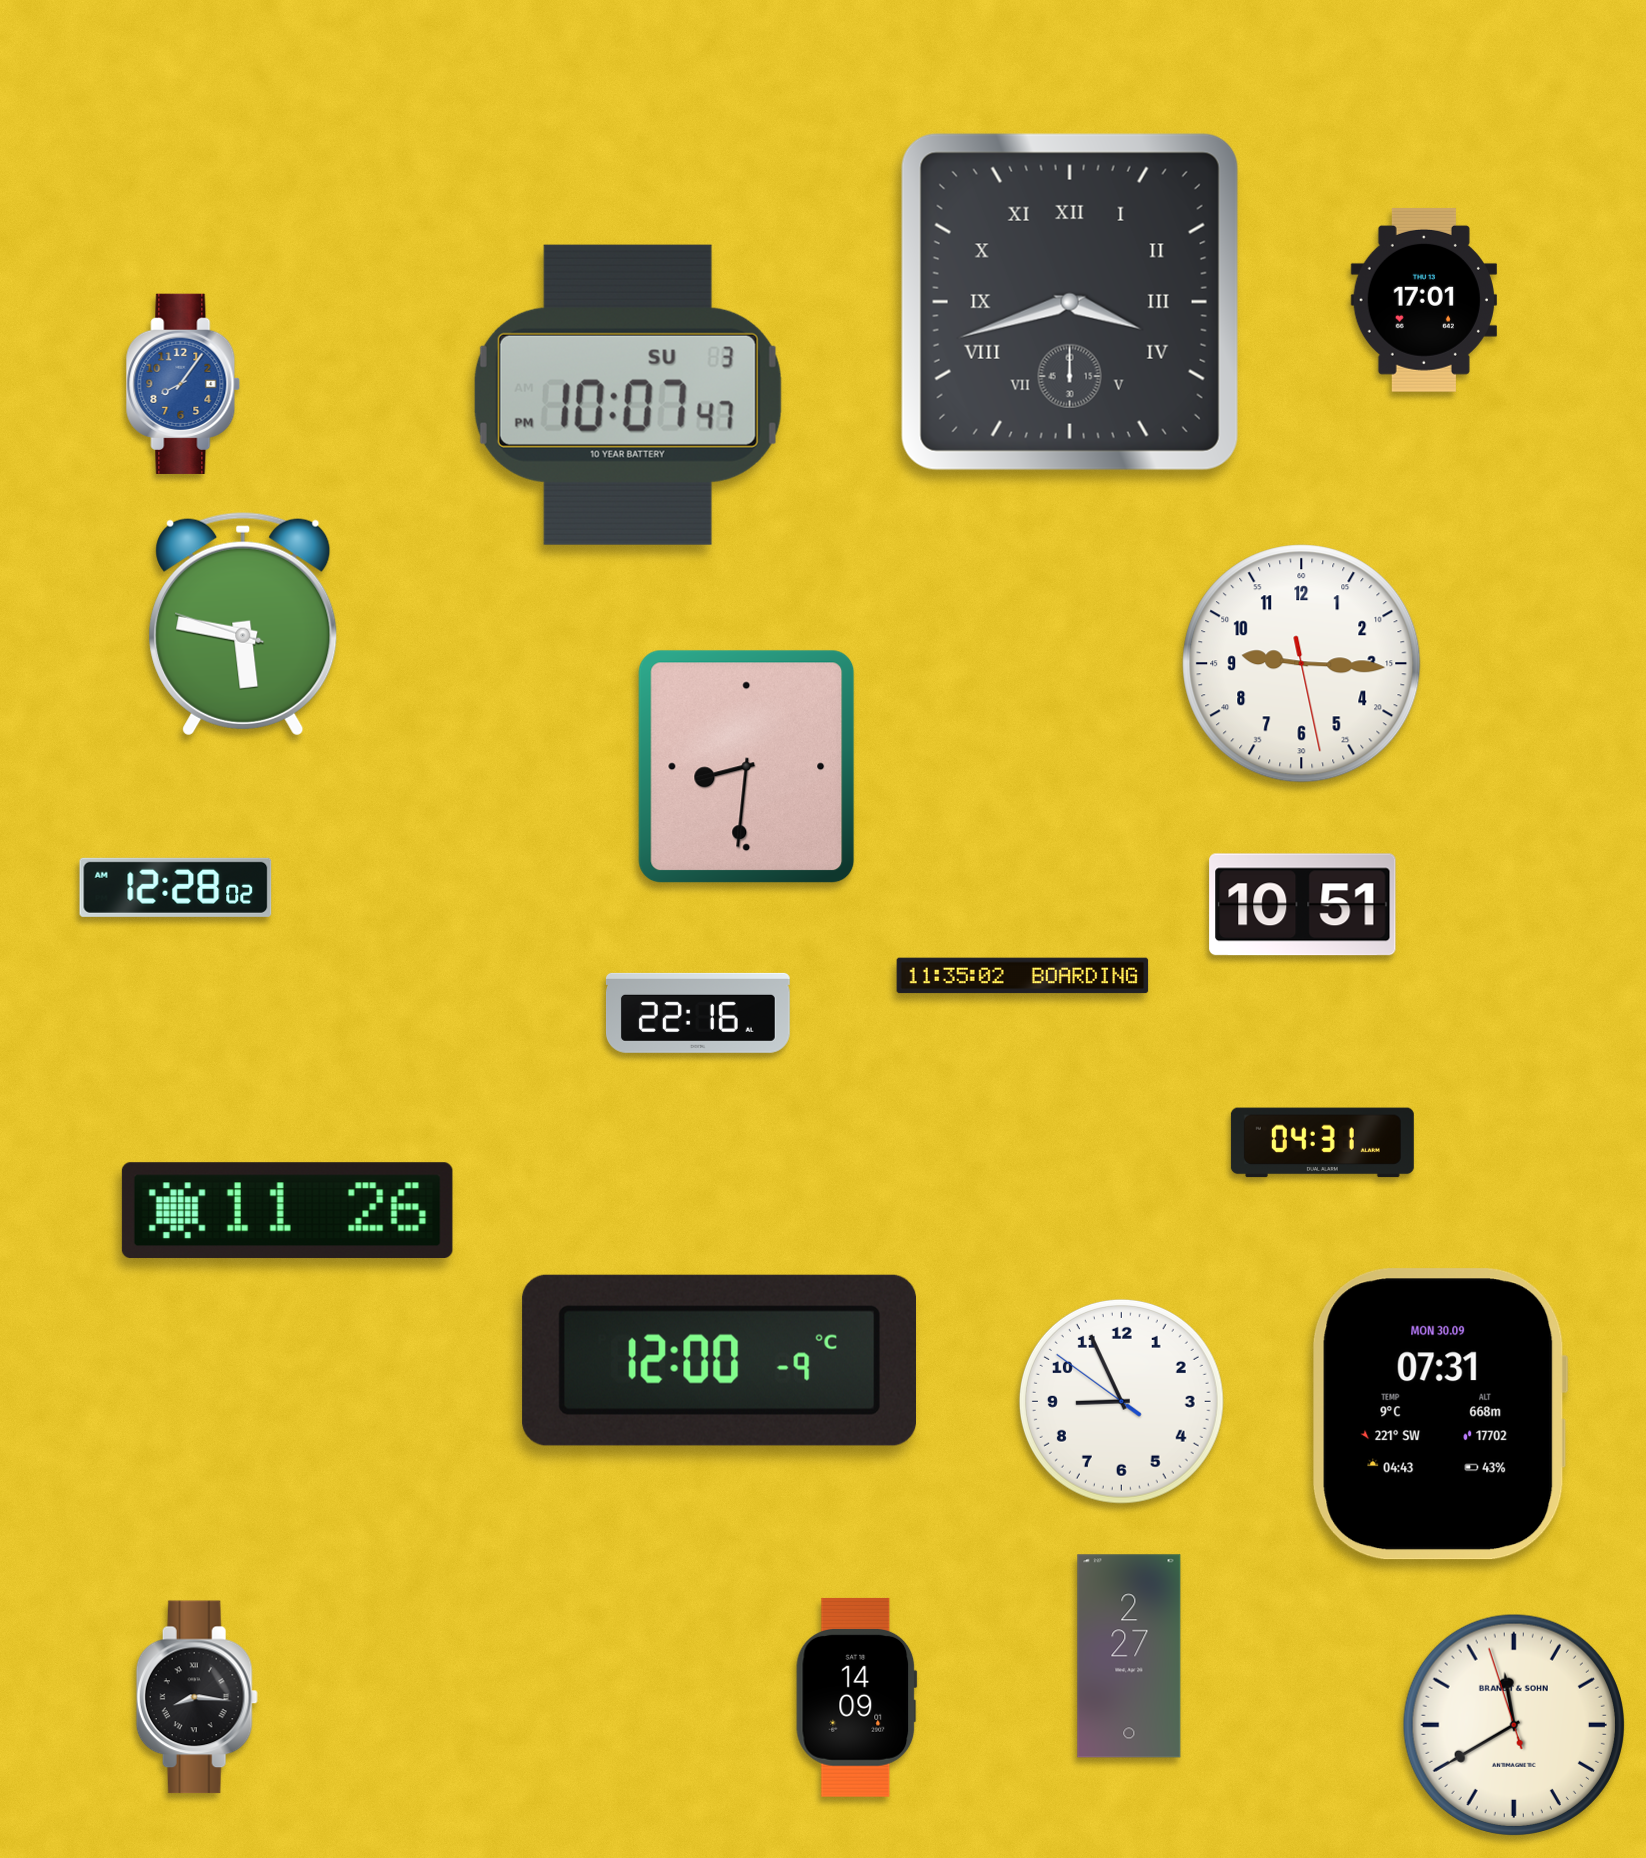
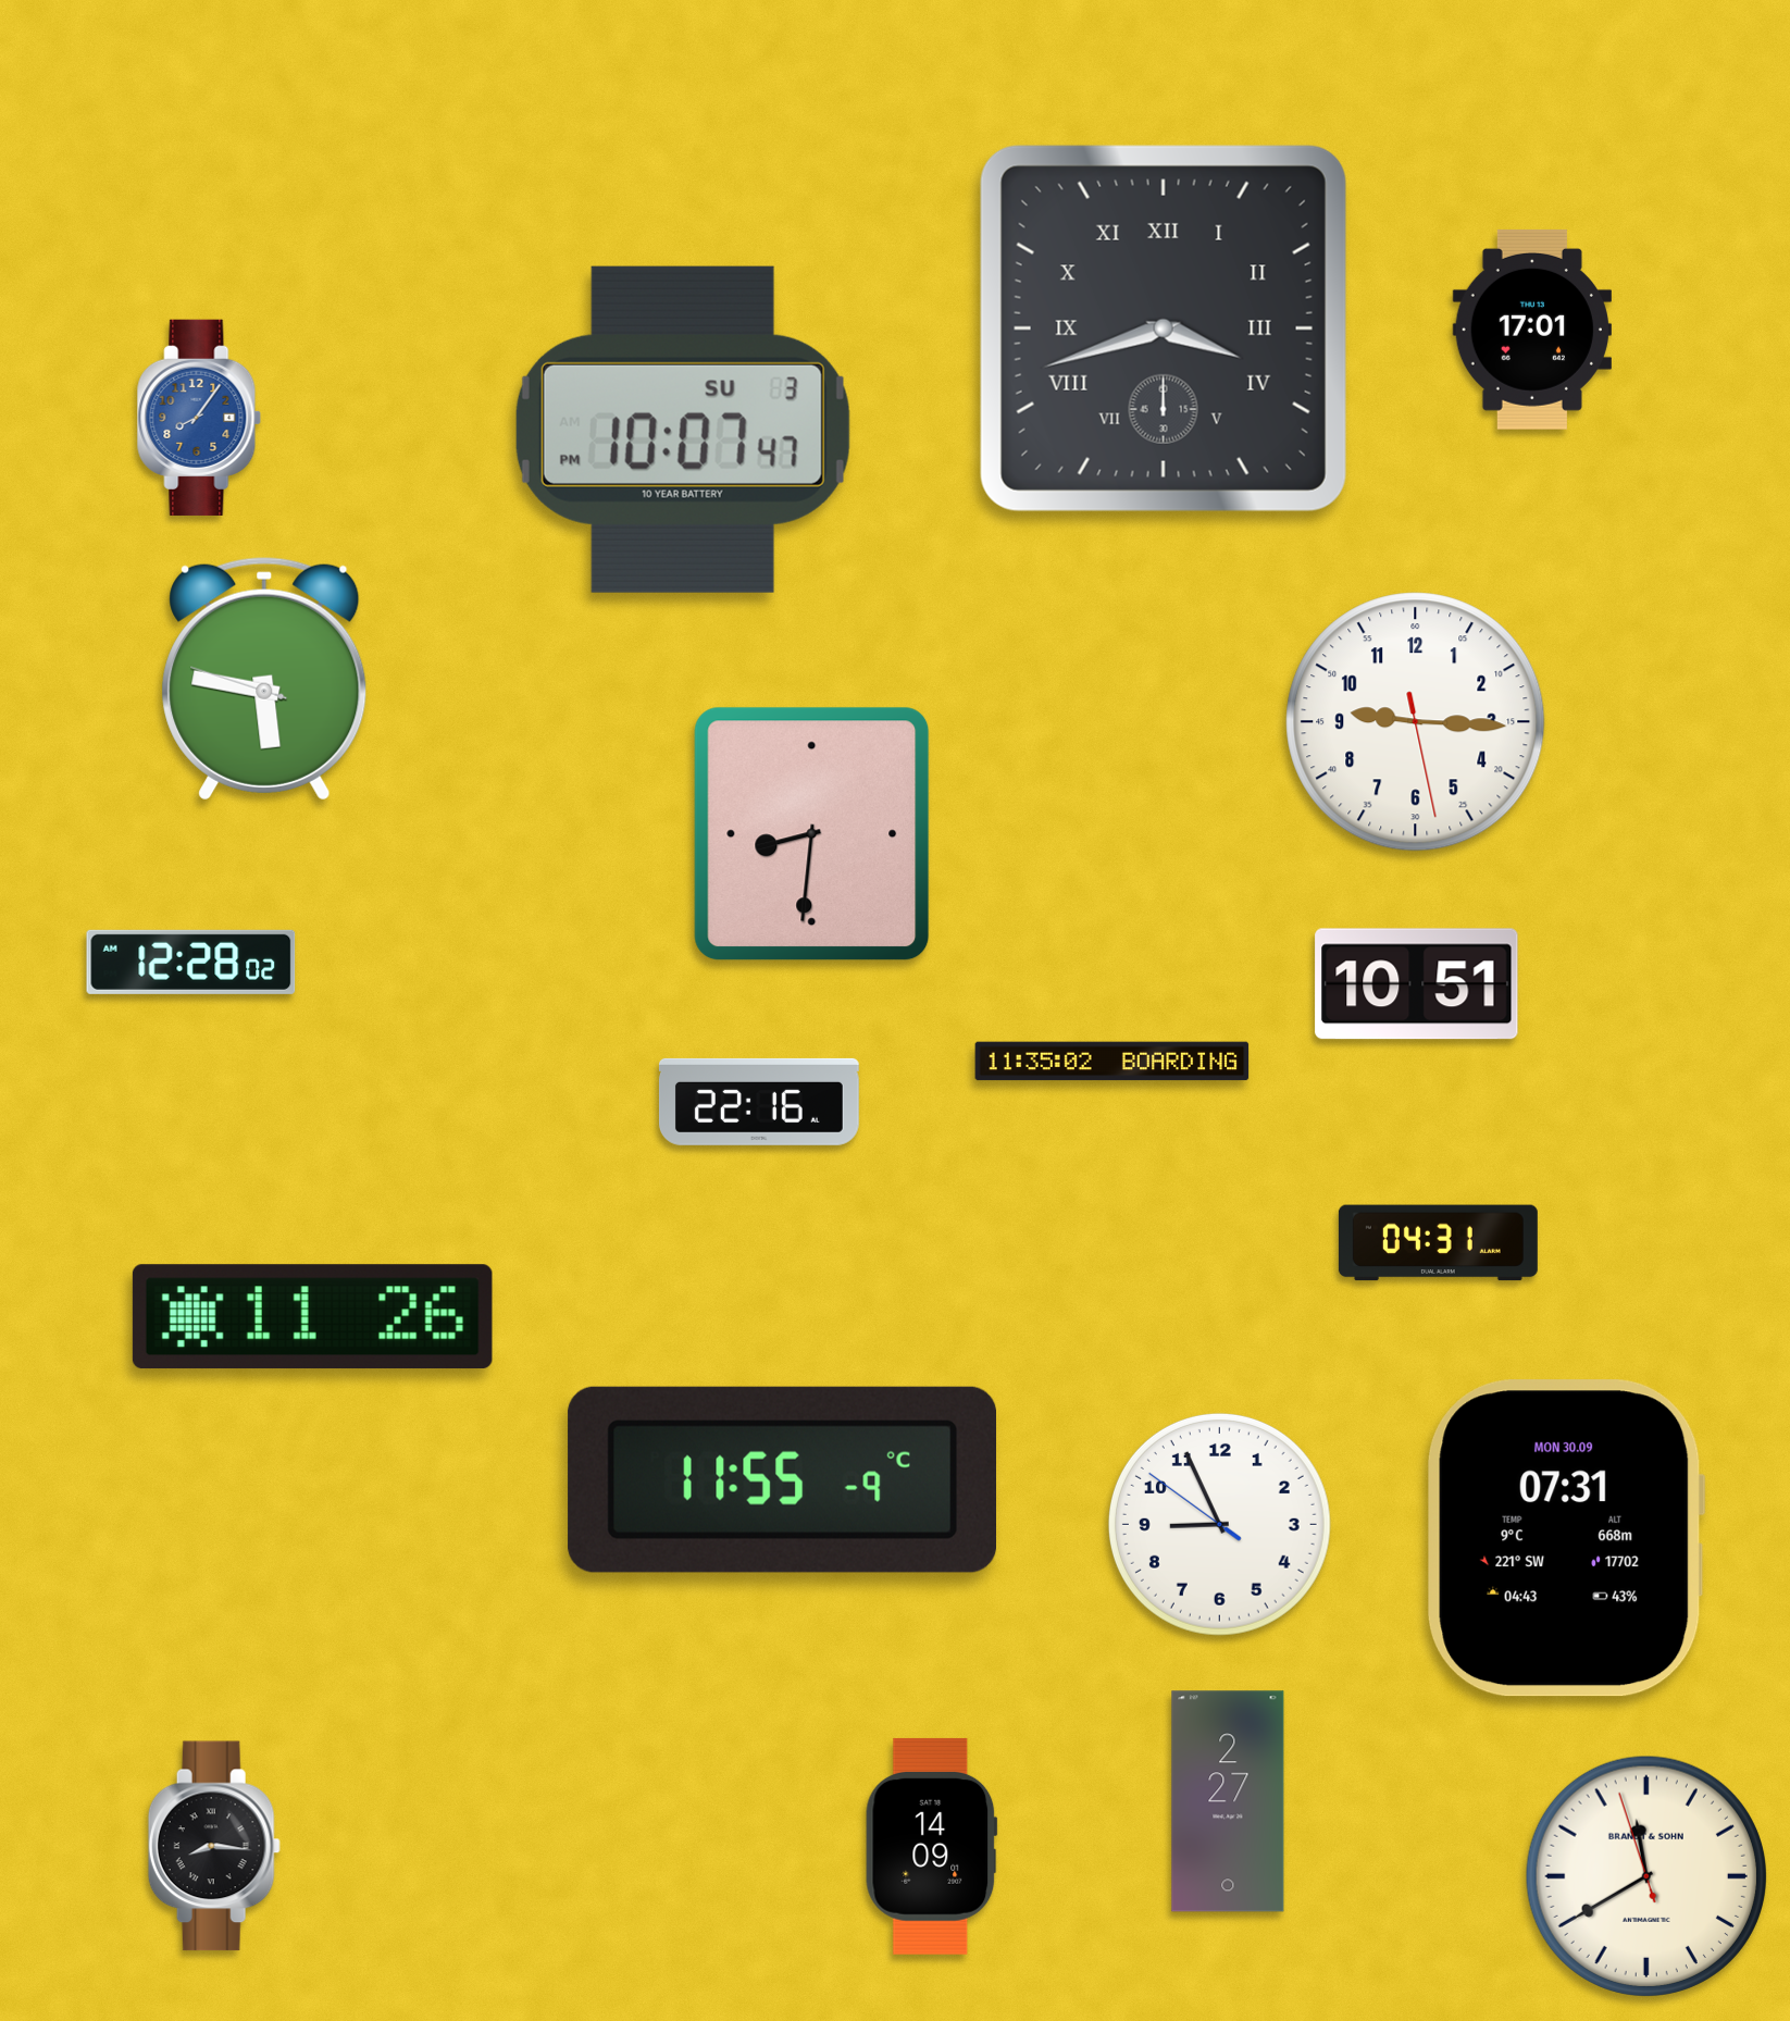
clock at (1424, 300) position: (1424, 300) -> (1532, 330)
clock at (176, 887) position: (176, 887) -> (191, 962)
clock at (719, 1360): 12:00 -> 11:55
